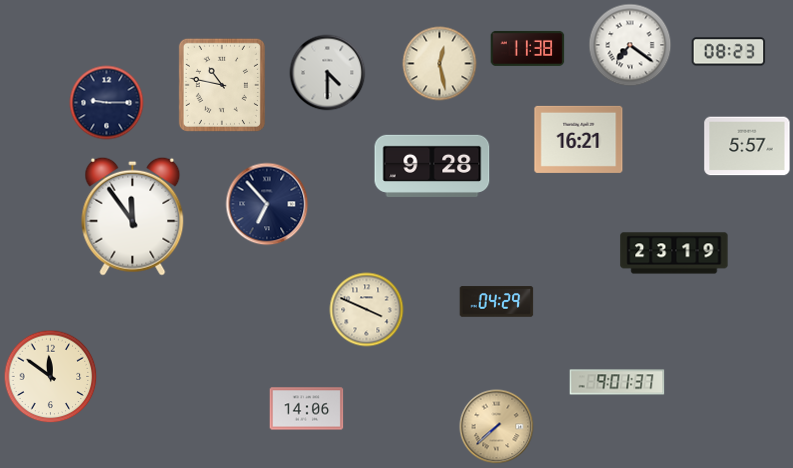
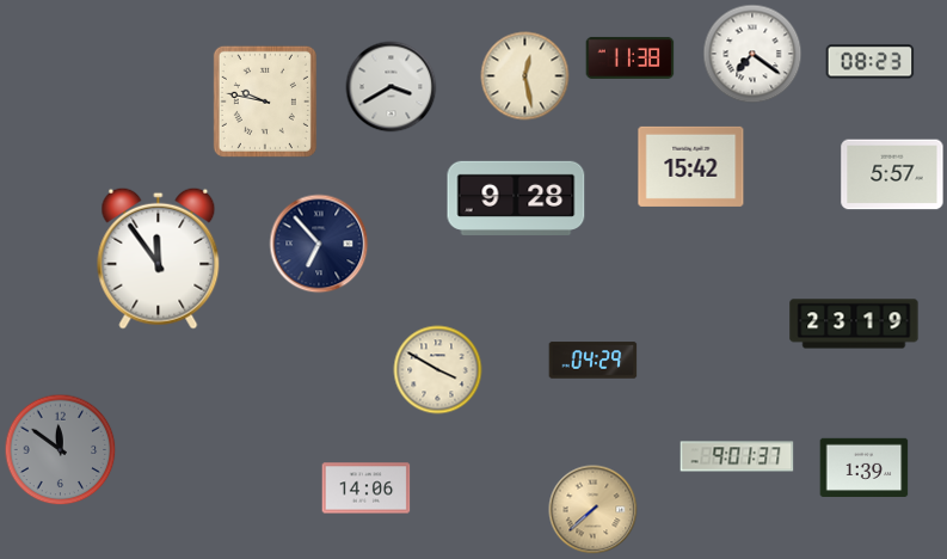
clock at (328, 73): 4:30 -> 3:40
clock at (222, 85): 10:47 -> 9:47
clock at (107, 103): 9:15 -> none
clock at (579, 139): 16:21 -> 15:42
clock at (674, 253) position: (674, 253) -> (854, 324)
clock at (367, 310): 3:49 -> 3:50
clock at (51, 377) dial: cream -> grey
clock at (865, 467): none -> 1:39
